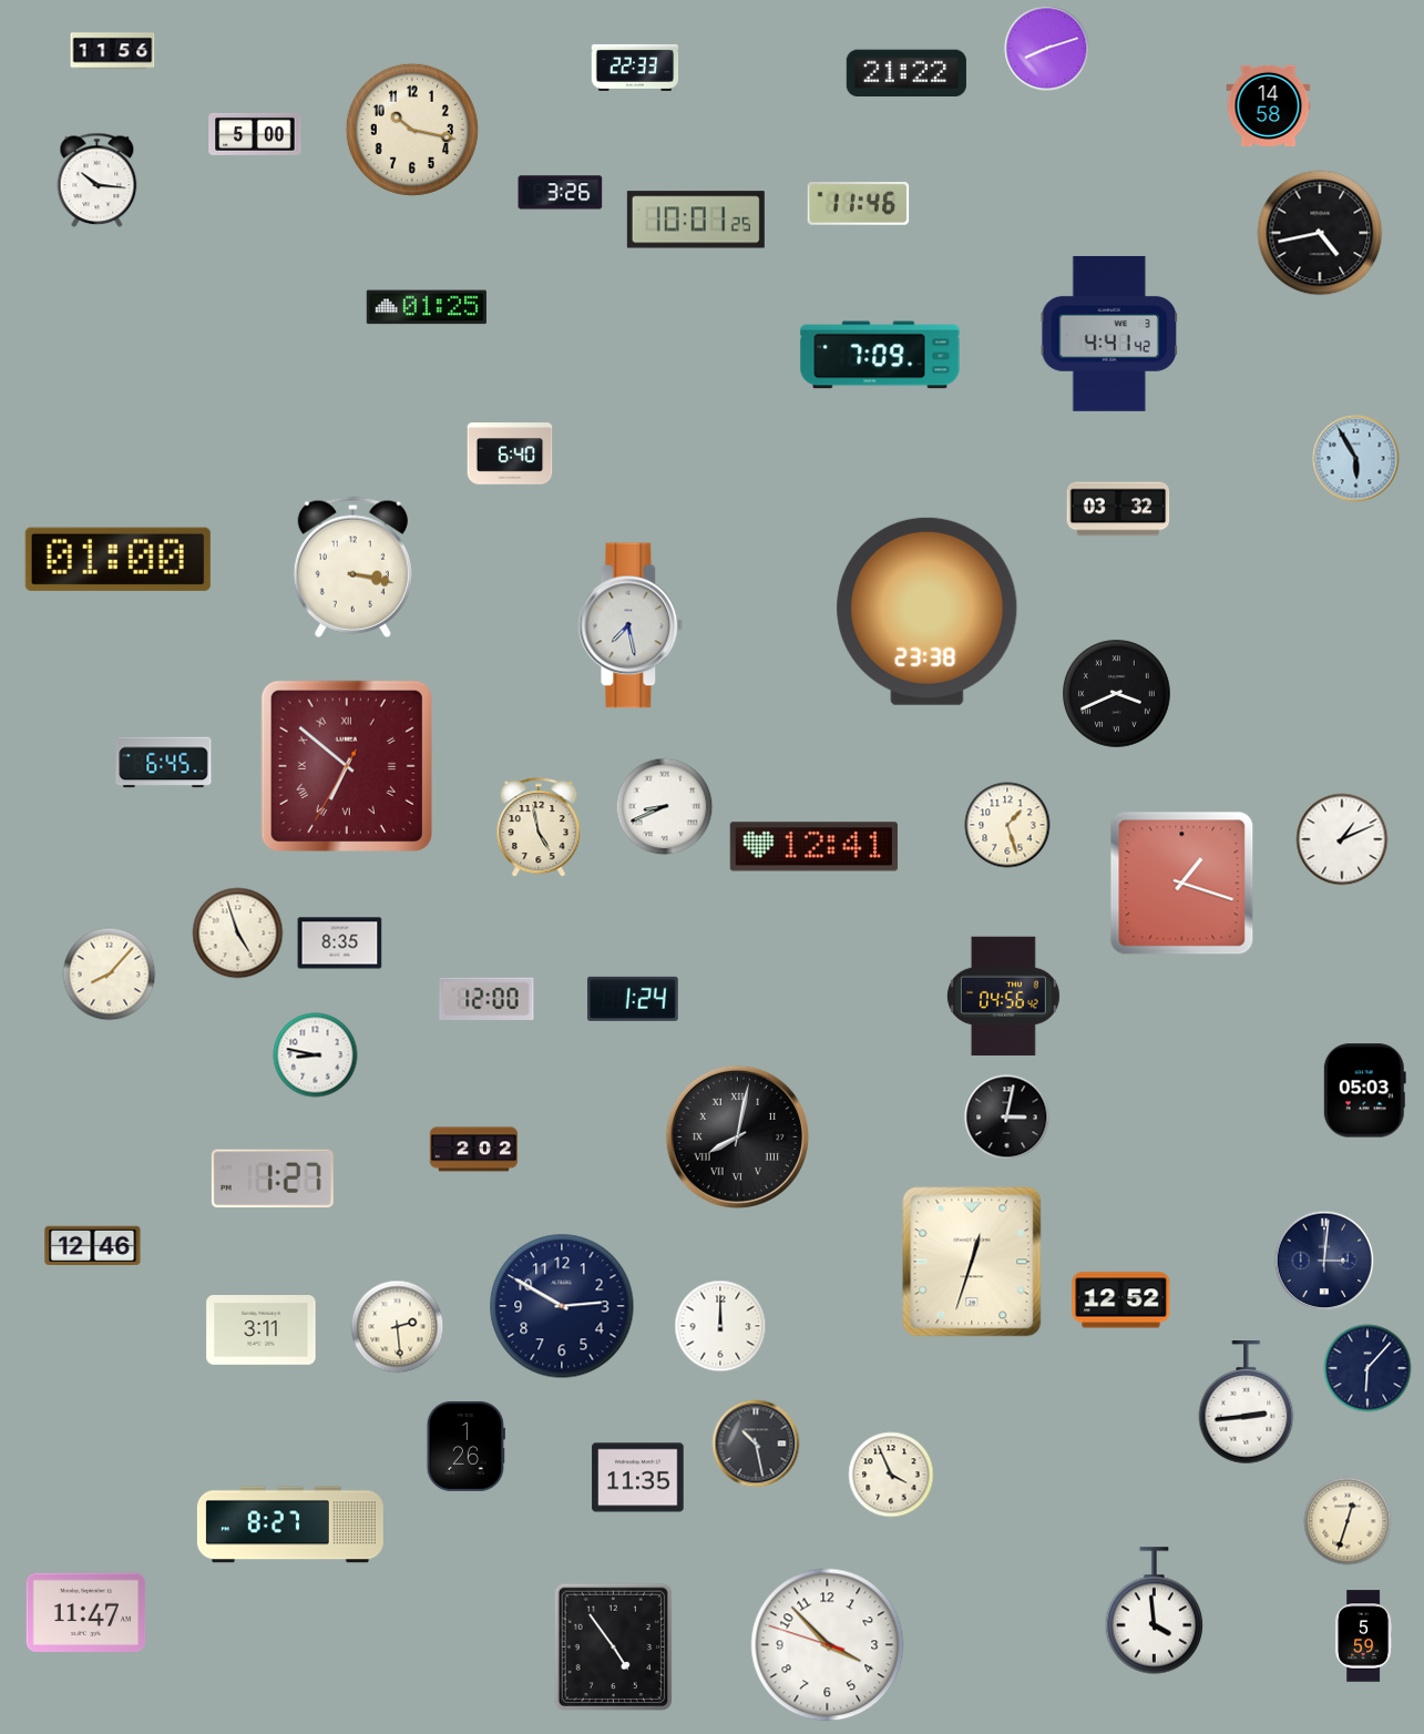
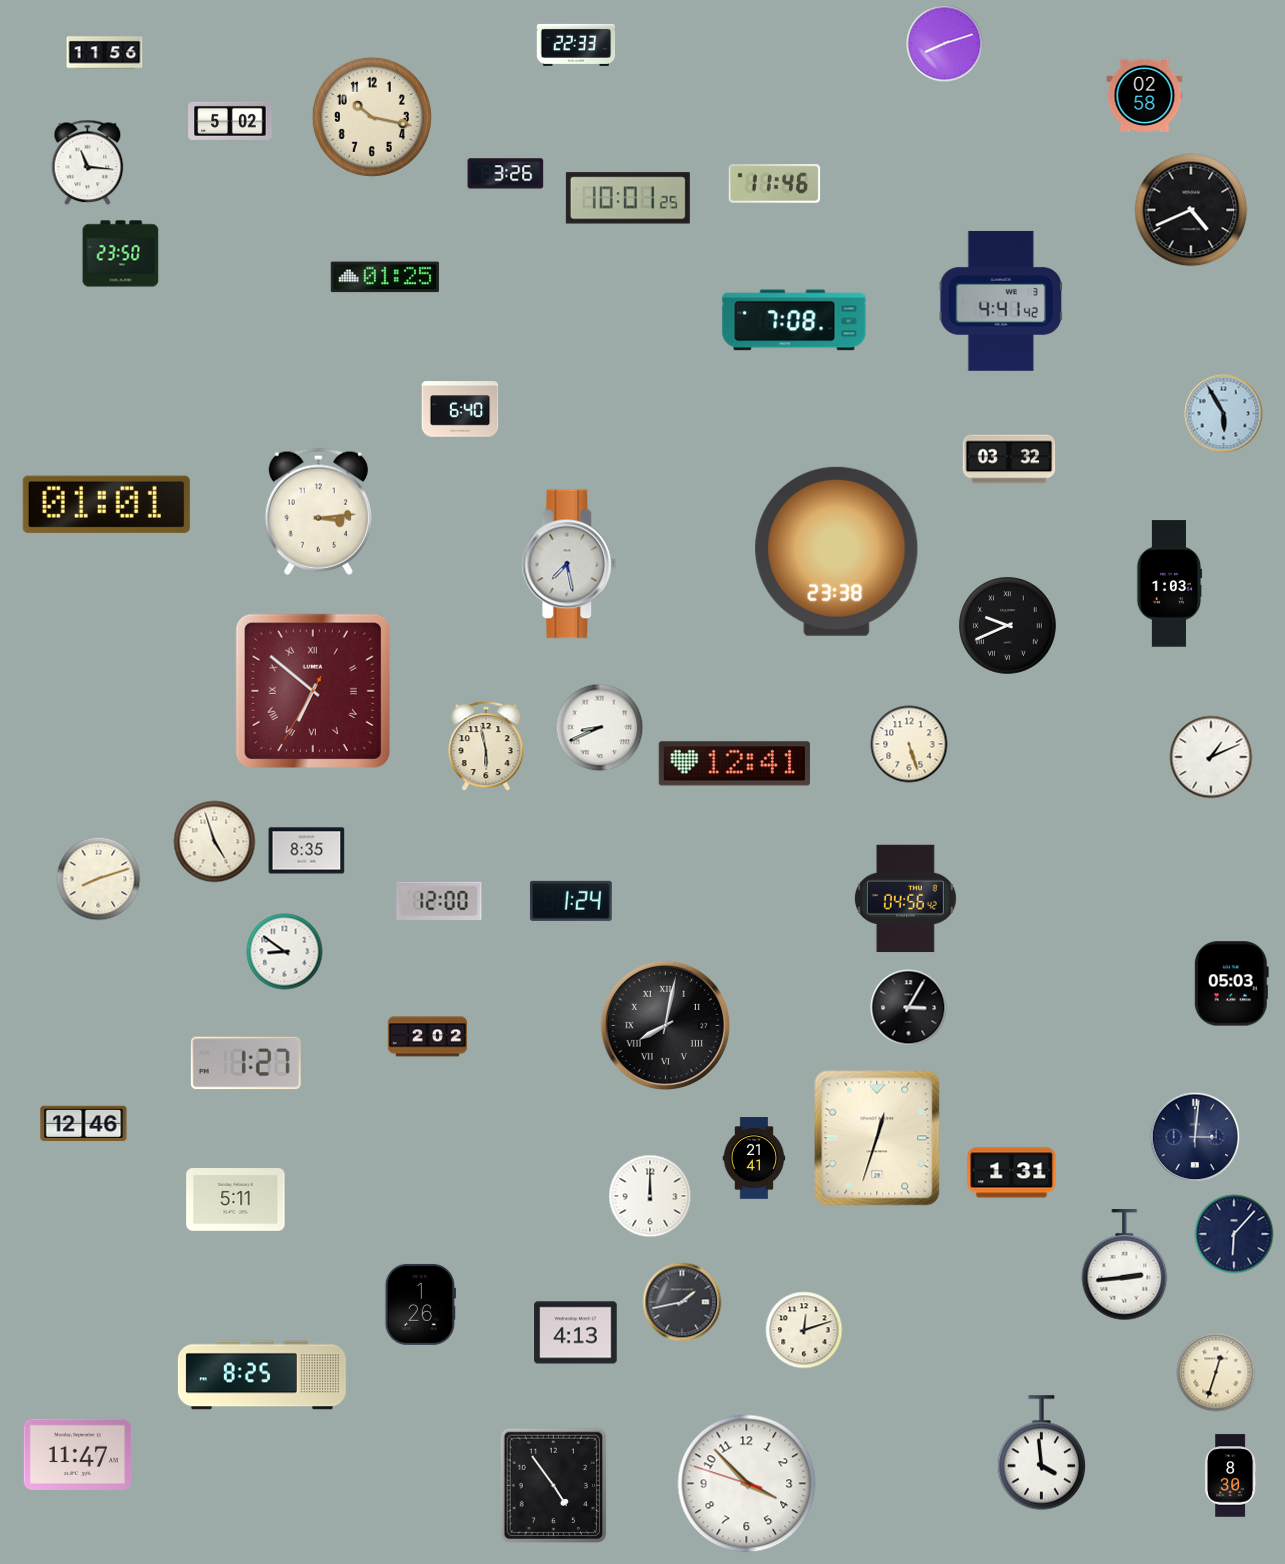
clock at (113, 51) position: (113, 51) -> (105, 53)
clock at (635, 68) position: (635, 68) -> (576, 45)
clock at (906, 72): 21:22 -> none
clock at (1269, 105): 14:58 -> 02:58
clock at (255, 134): 5:00 -> 5:02
clock at (98, 181): 10:16 -> 11:16
clock at (1320, 233): 4:43 -> 4:41
clock at (121, 254): none -> 23:50
clock at (880, 355): 7:09 -> 7:08
clock at (117, 559): 01:00 -> 01:01
clock at (352, 567): 3:17 -> 3:14
clock at (1169, 584): none -> 1:03
clock at (1117, 694): 3:41 -> 9:41
clock at (164, 763): 6:45 -> none
clock at (1007, 825): 1:27 -> 5:27
clock at (539, 828): 4:58 -> 5:58
clock at (1182, 884): 1:18 -> none
clock at (110, 975): 8:07 -> 8:12
clock at (316, 1055): 8:47 -> 8:51
clock at (1007, 1118): 3:02 -> 3:05
clock at (754, 1158): none -> 21:41
clock at (1121, 1300): 12:52 -> 1:31
clock at (562, 1306): 2:50 -> none
clock at (398, 1327): 2:29 -> none
clock at (262, 1330): 3:11 -> 5:11
clock at (756, 1444): 10:28 -> 1:43
clock at (891, 1475): 3:56 -> 12:12
clock at (638, 1478): 11:35 -> 4:13
clock at (290, 1524): 8:27 -> 8:25
clock at (1364, 1636): 5:59 -> 8:30
